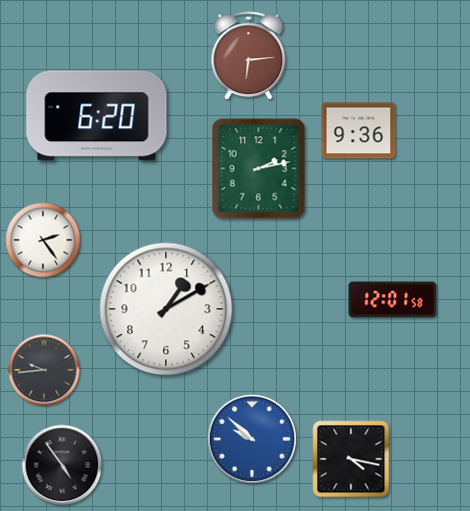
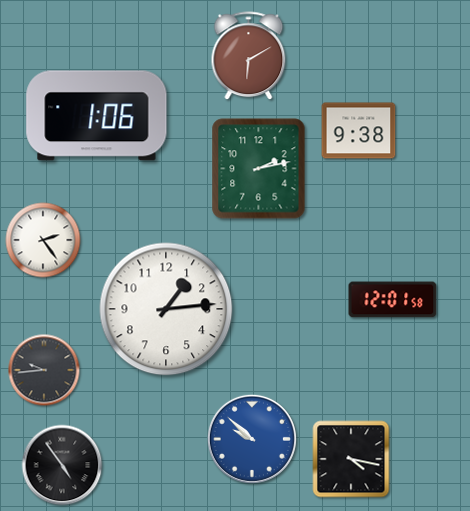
clock at (249, 56): 6:14 -> 6:10
clock at (97, 116): 6:20 -> 1:06
clock at (359, 131): 9:36 -> 9:38
clock at (166, 309): 1:10 -> 1:14
